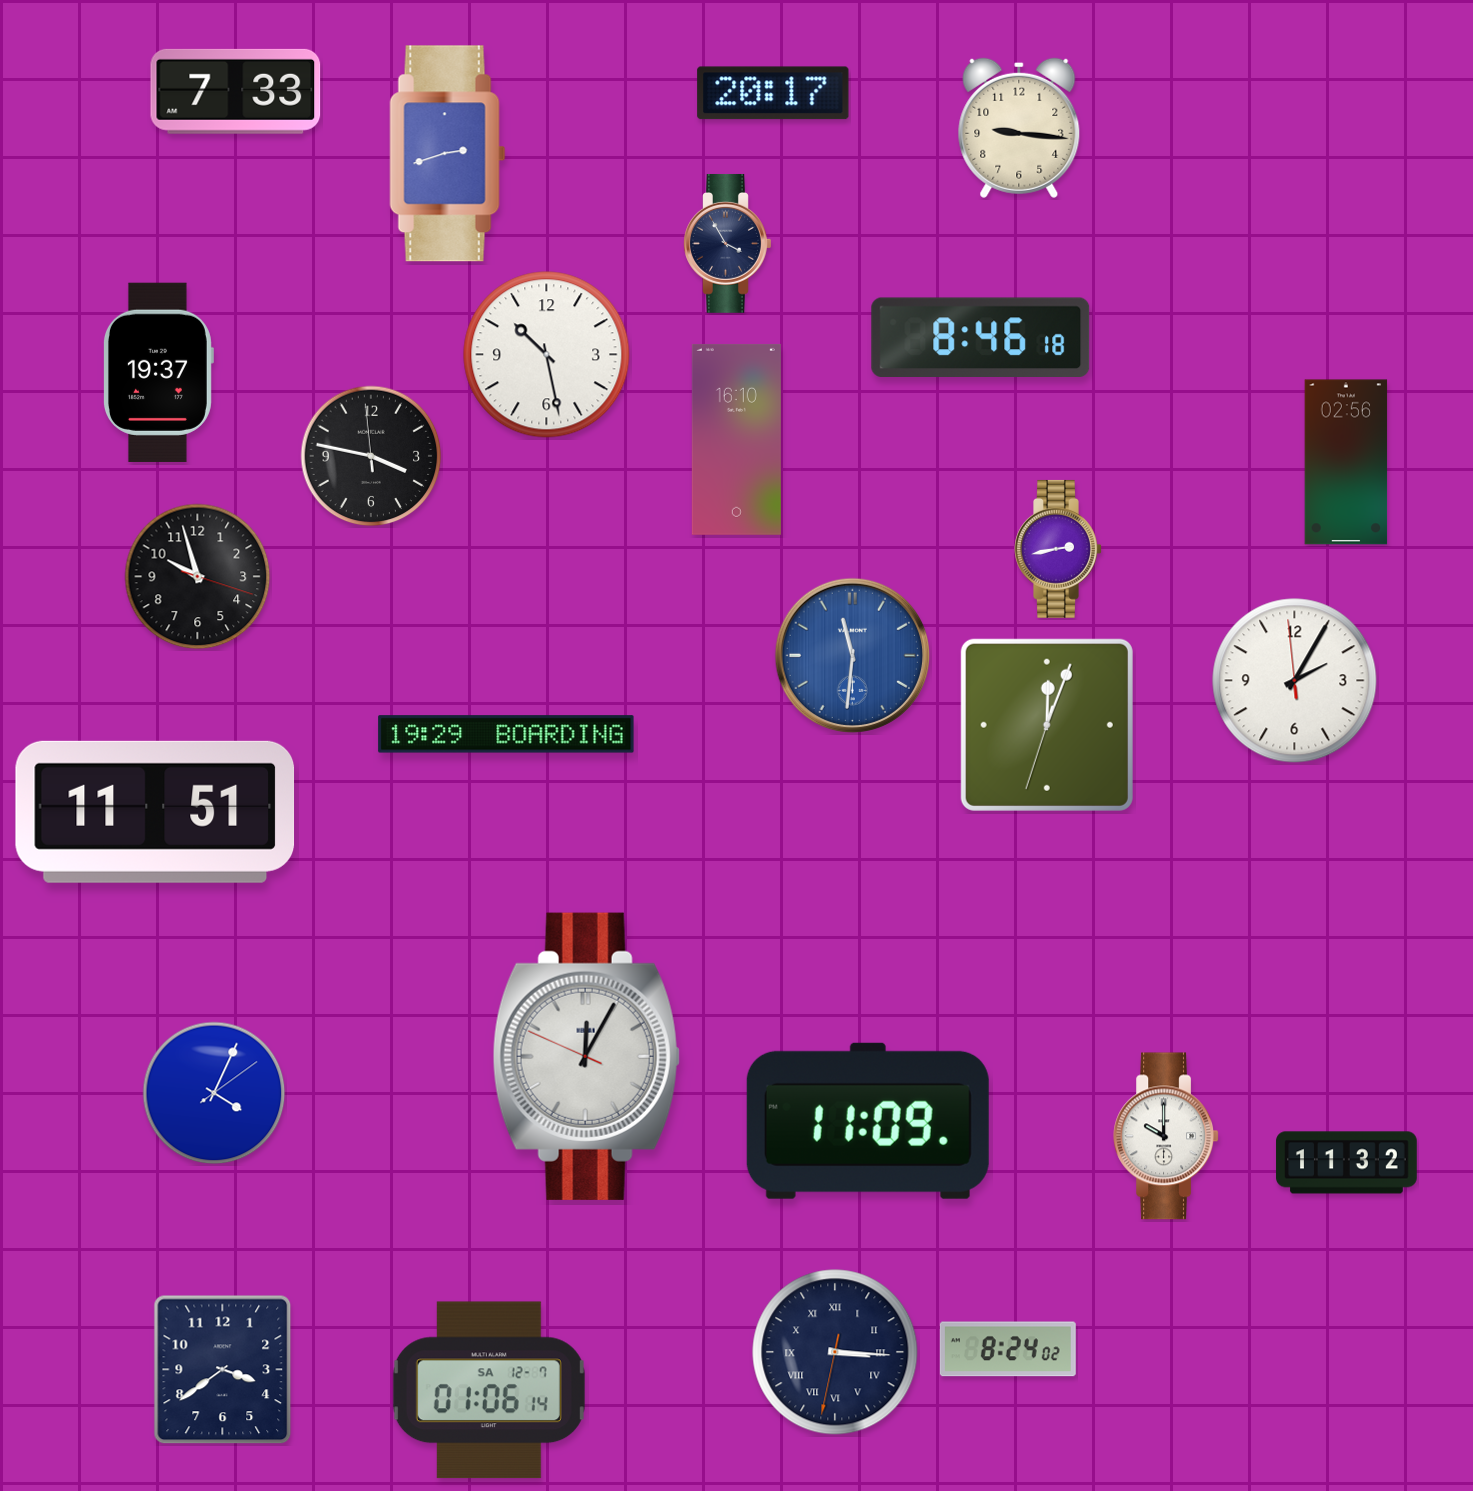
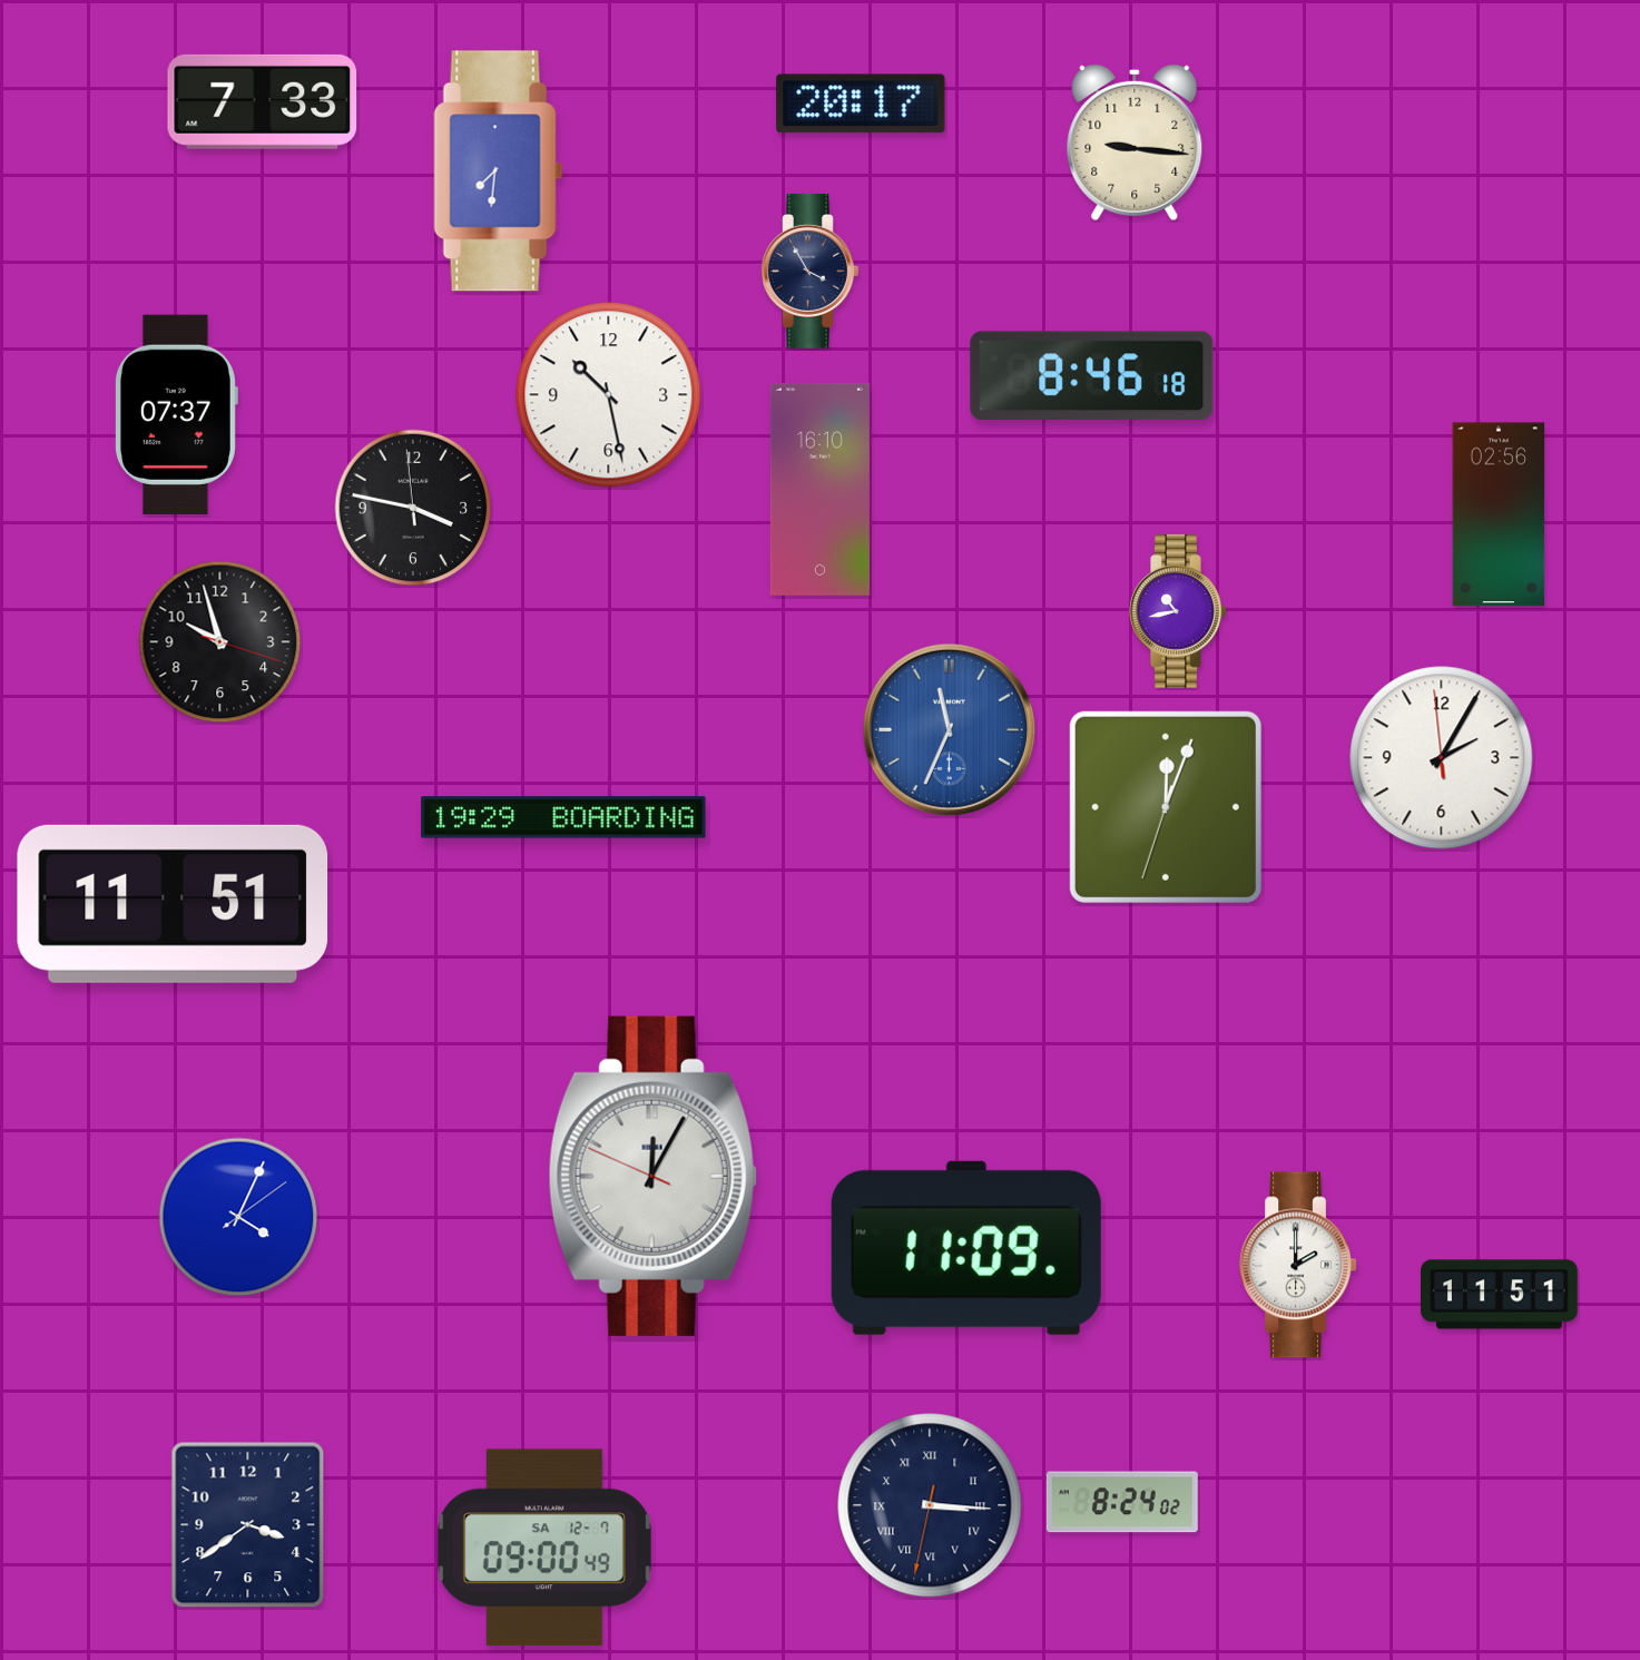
clock at (448, 154): 2:42 -> 7:31
clock at (158, 372): 19:37 -> 07:37
clock at (1058, 549): 2:43 -> 10:43
clock at (852, 655): 11:31 -> 11:34
clock at (1166, 1136): 10:00 -> 2:00
clock at (1347, 1163): 11:32 -> 11:51
clock at (489, 1390): 01:06 -> 09:00
